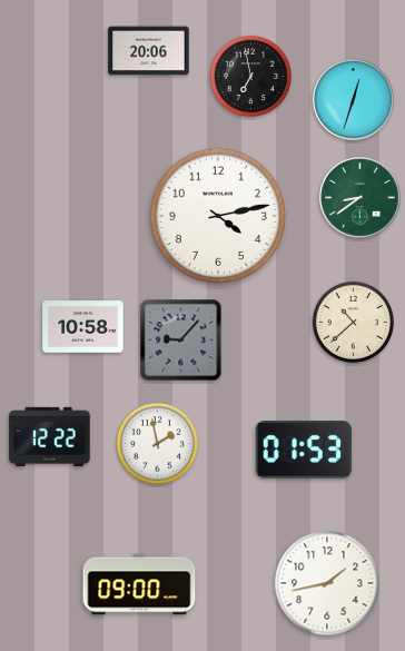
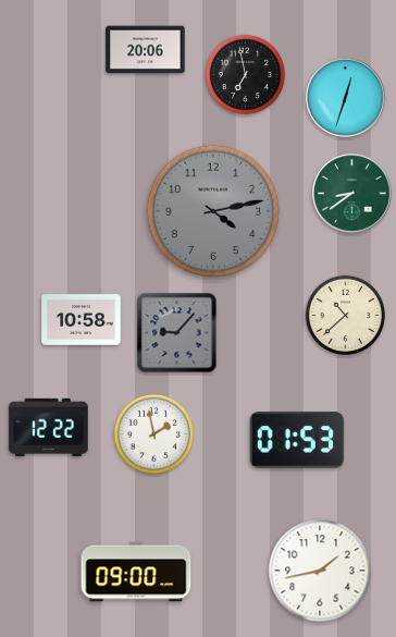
clock at (218, 216) dial: white -> grey
